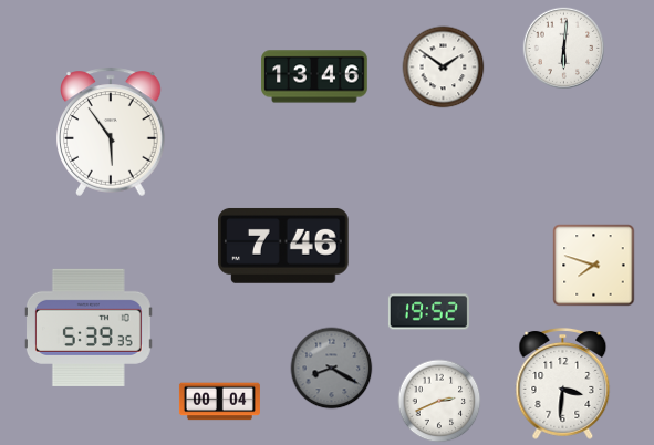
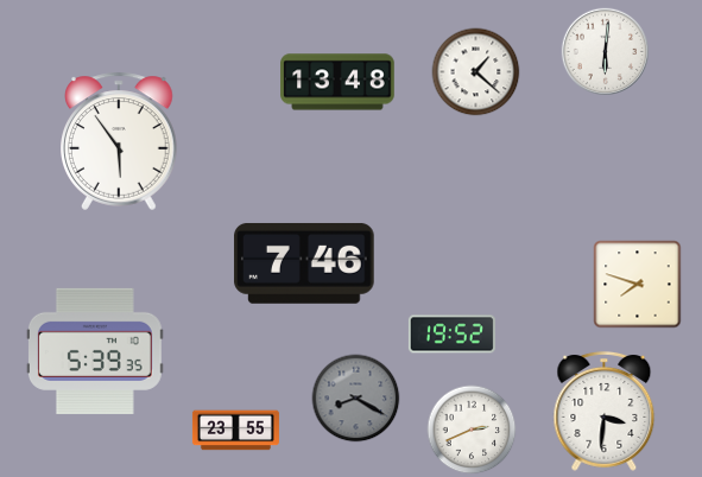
clock at (444, 68): 1:51 -> 1:22
clock at (314, 76): 13:46 -> 13:48
clock at (428, 312) position: (428, 312) -> (451, 335)
clock at (332, 369) position: (332, 369) -> (356, 399)
clock at (219, 402): 00:04 -> 23:55
